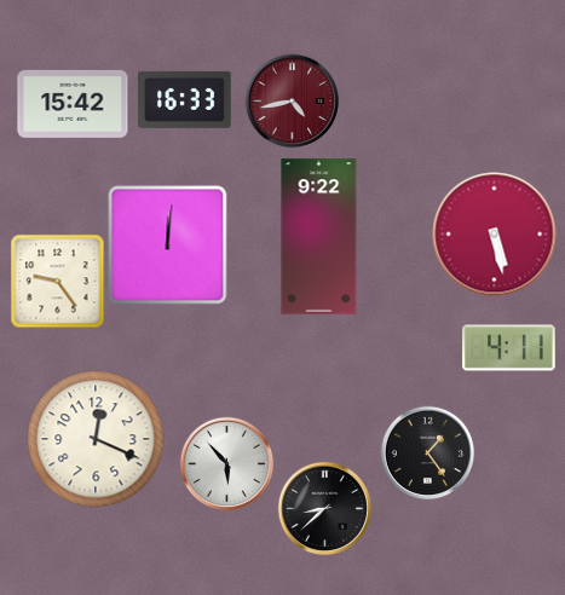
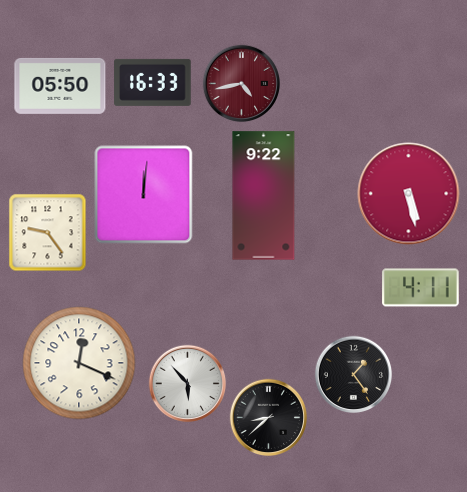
clock at (73, 104): 15:42 -> 05:50
clock at (168, 245) position: (168, 245) -> (144, 195)
clock at (324, 508) position: (324, 508) -> (268, 417)
